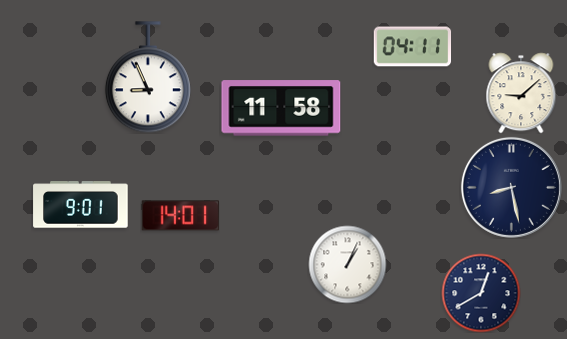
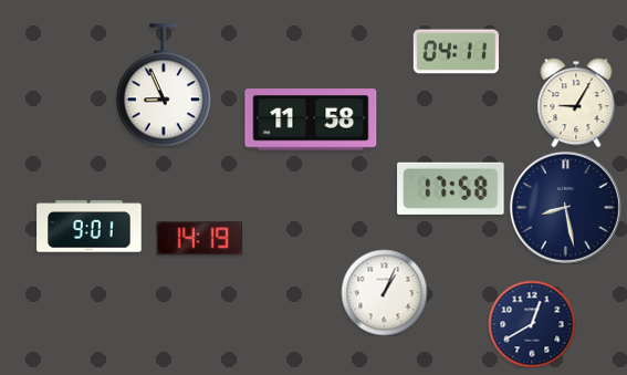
clock at (521, 93): 9:08 -> 9:05
clock at (451, 188): none -> 17:58
clock at (180, 216): 14:01 -> 14:19
